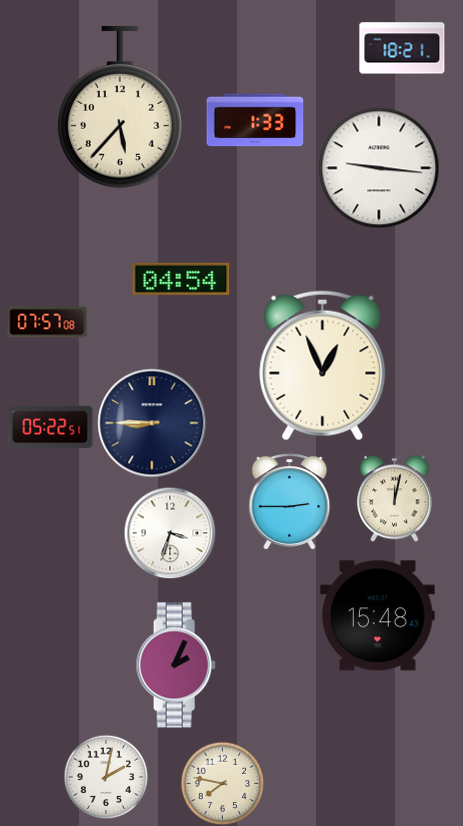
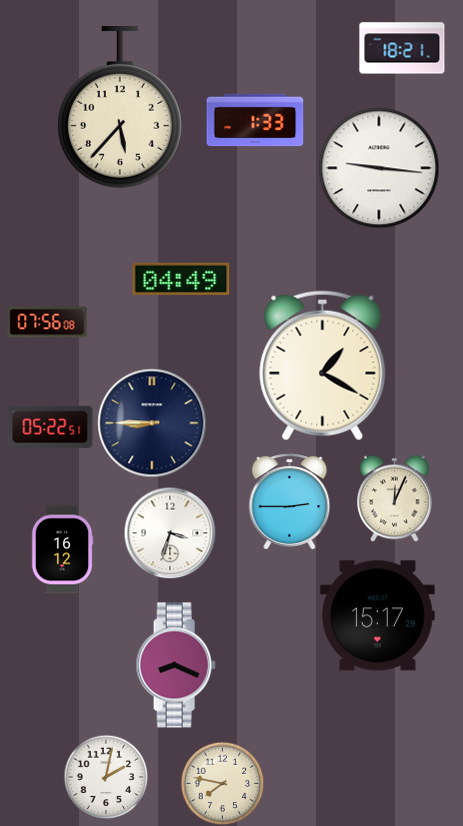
clock at (181, 279): 04:54 -> 04:49
clock at (47, 322): 07:57 -> 07:56
clock at (323, 366): 12:56 -> 1:20
clock at (395, 498): 12:02 -> 12:04
clock at (62, 550): none -> 16:12
clock at (378, 616): 15:48 -> 15:17
clock at (176, 665): 2:04 -> 8:19
